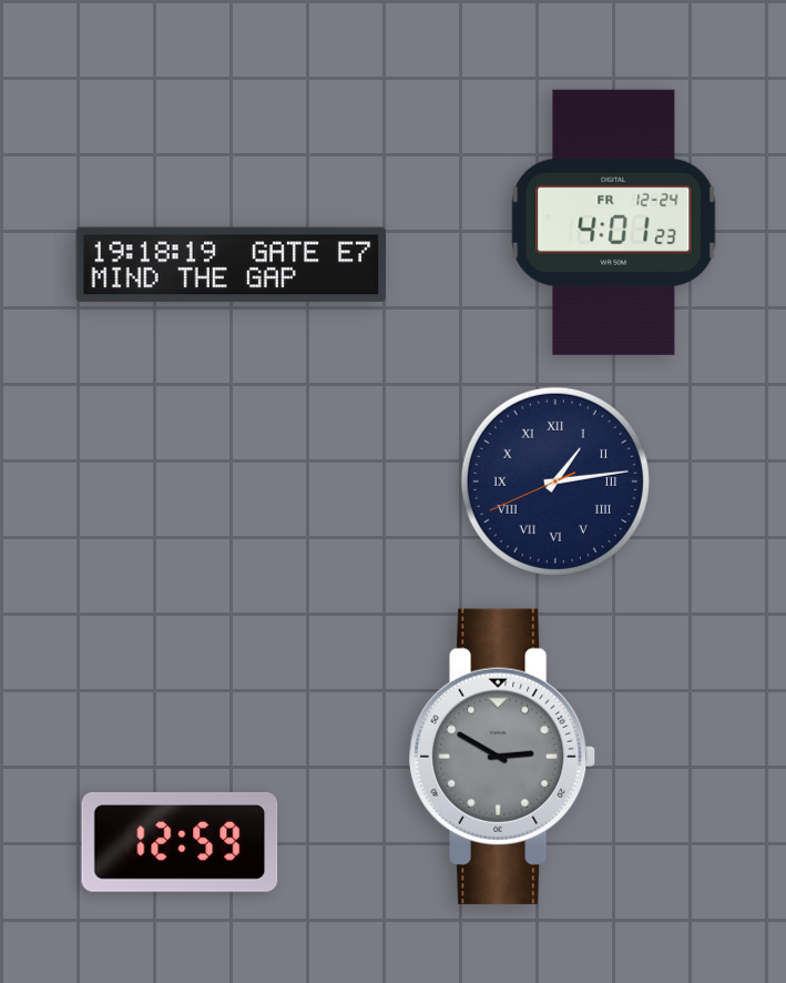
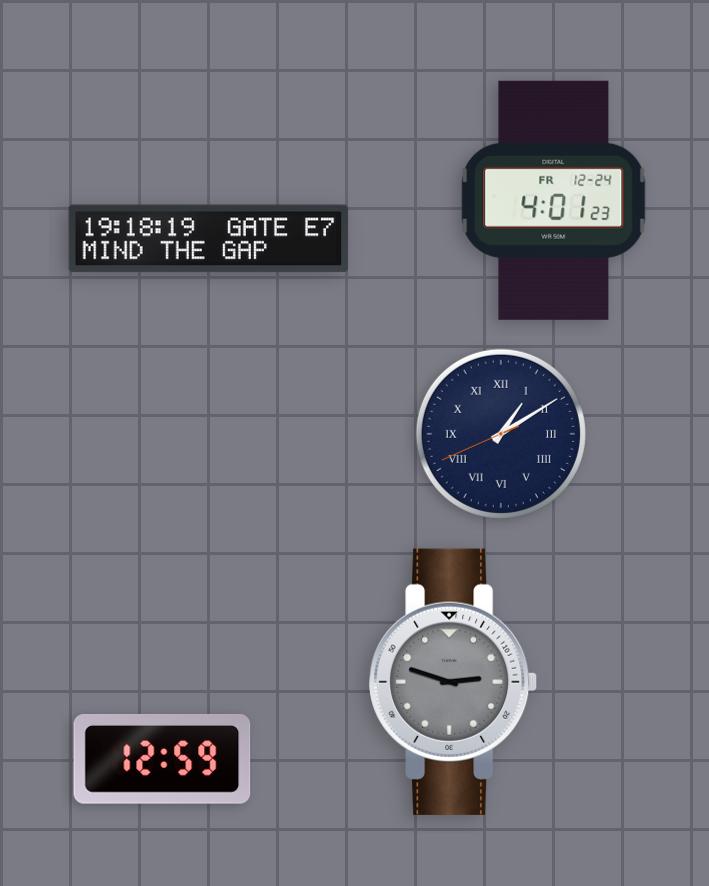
clock at (555, 482): 1:13 -> 1:09
clock at (503, 757): 2:50 -> 2:48
